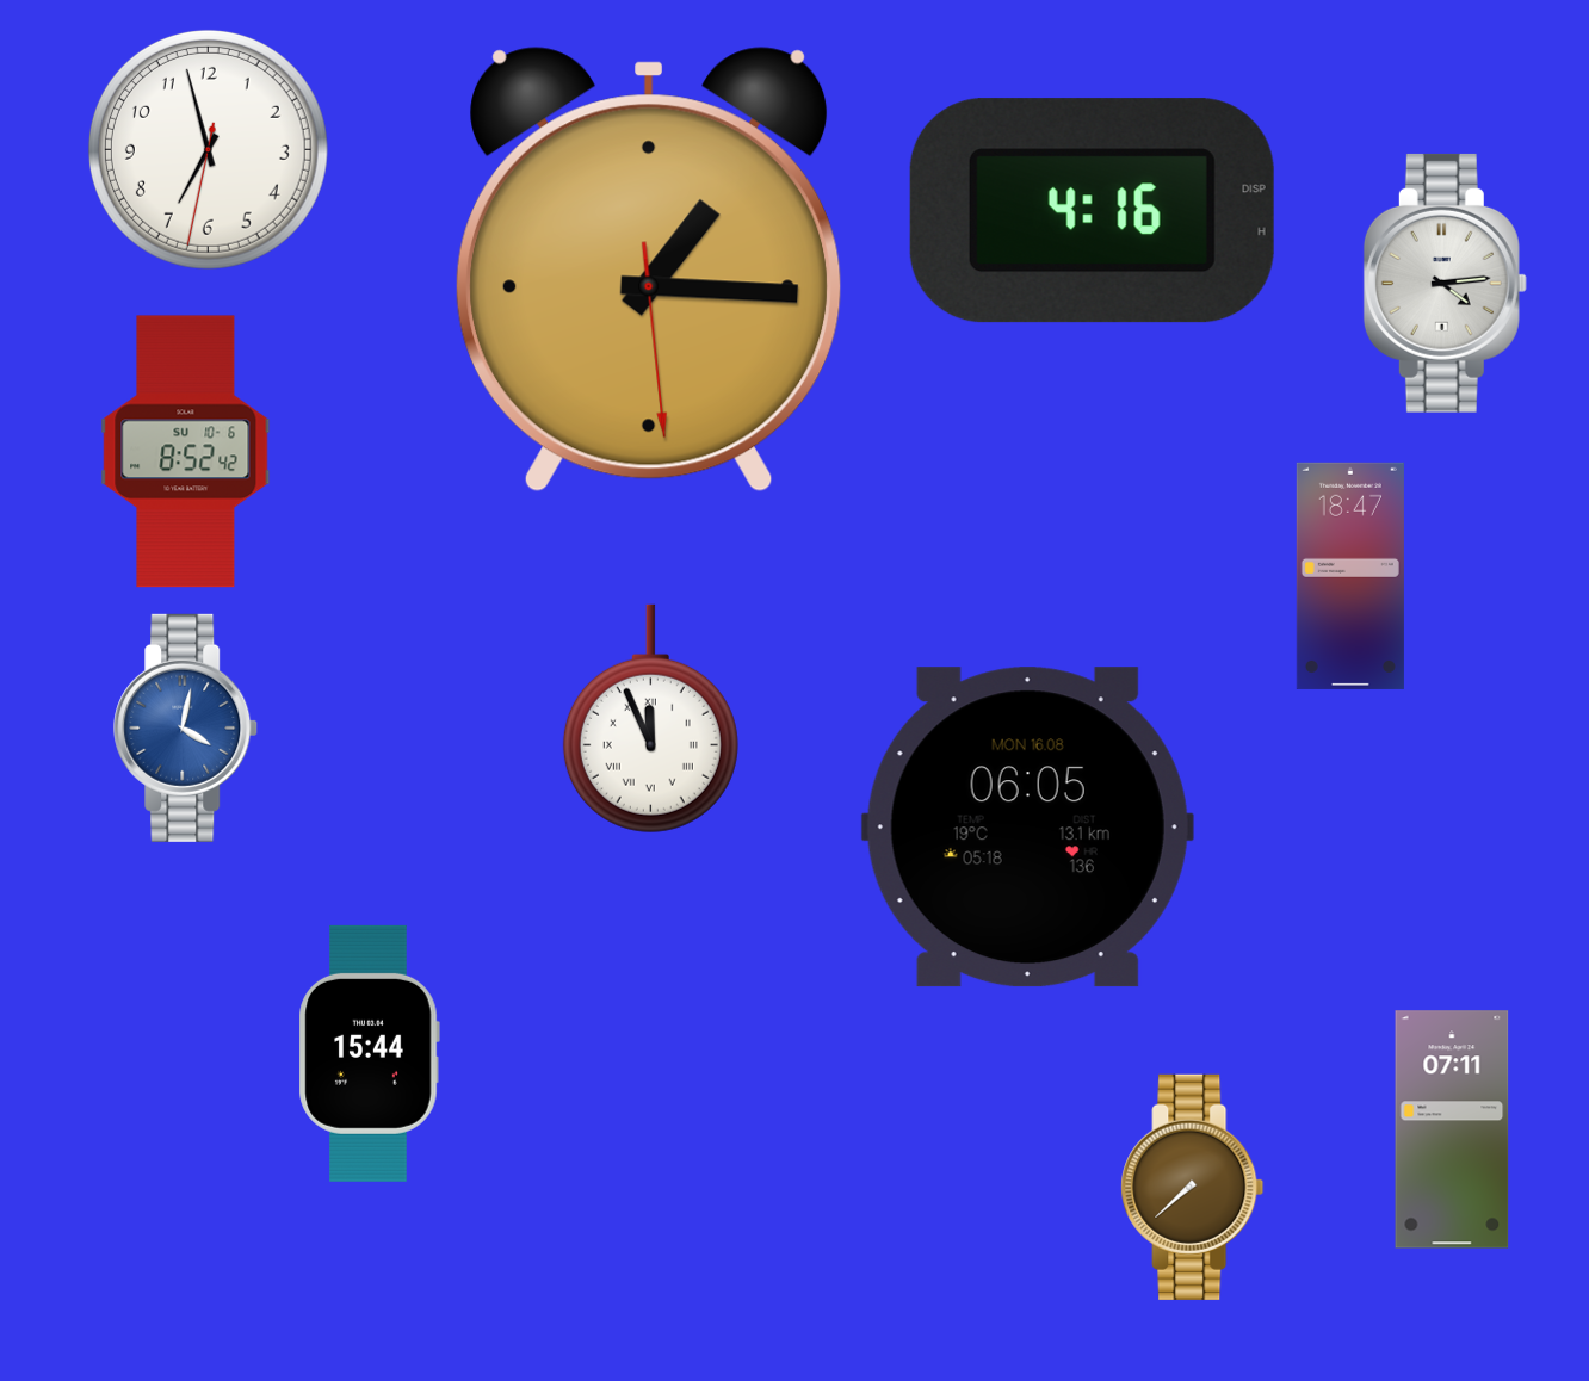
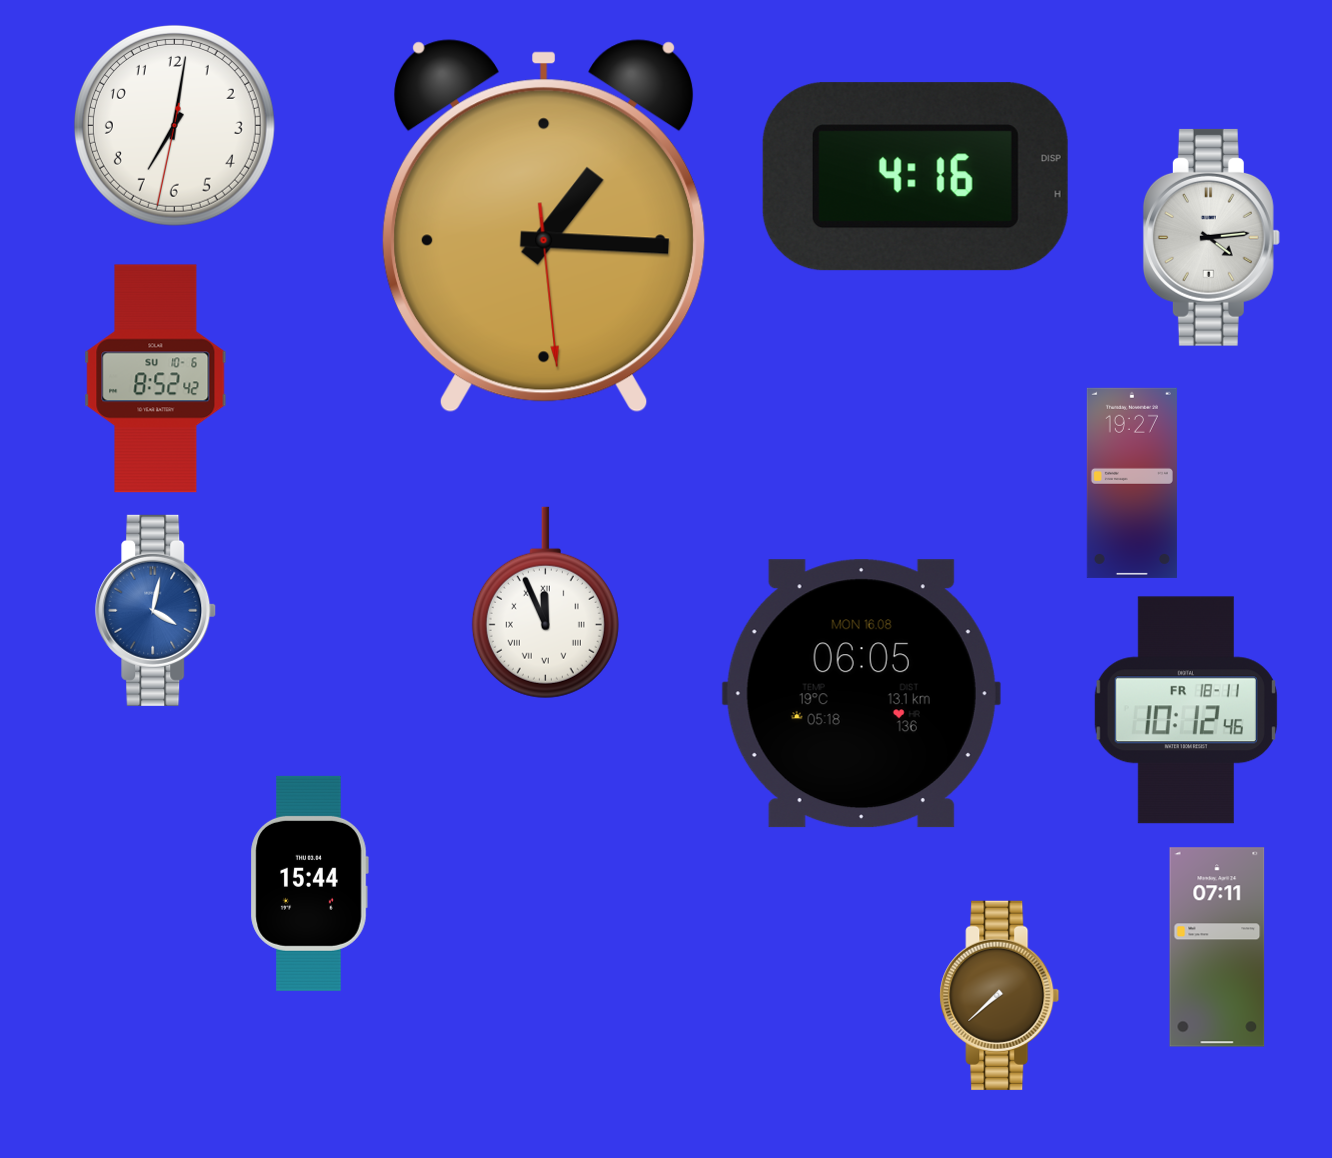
clock at (208, 149): 6:57 -> 7:01
clock at (1350, 576): 18:47 -> 19:27
clock at (1186, 710): none -> 10:12
